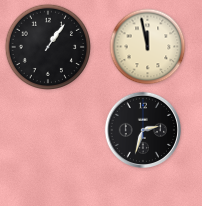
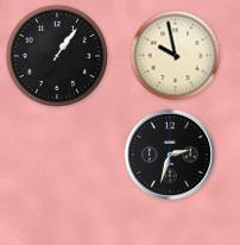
clock at (148, 47): 11:58 -> 9:58
